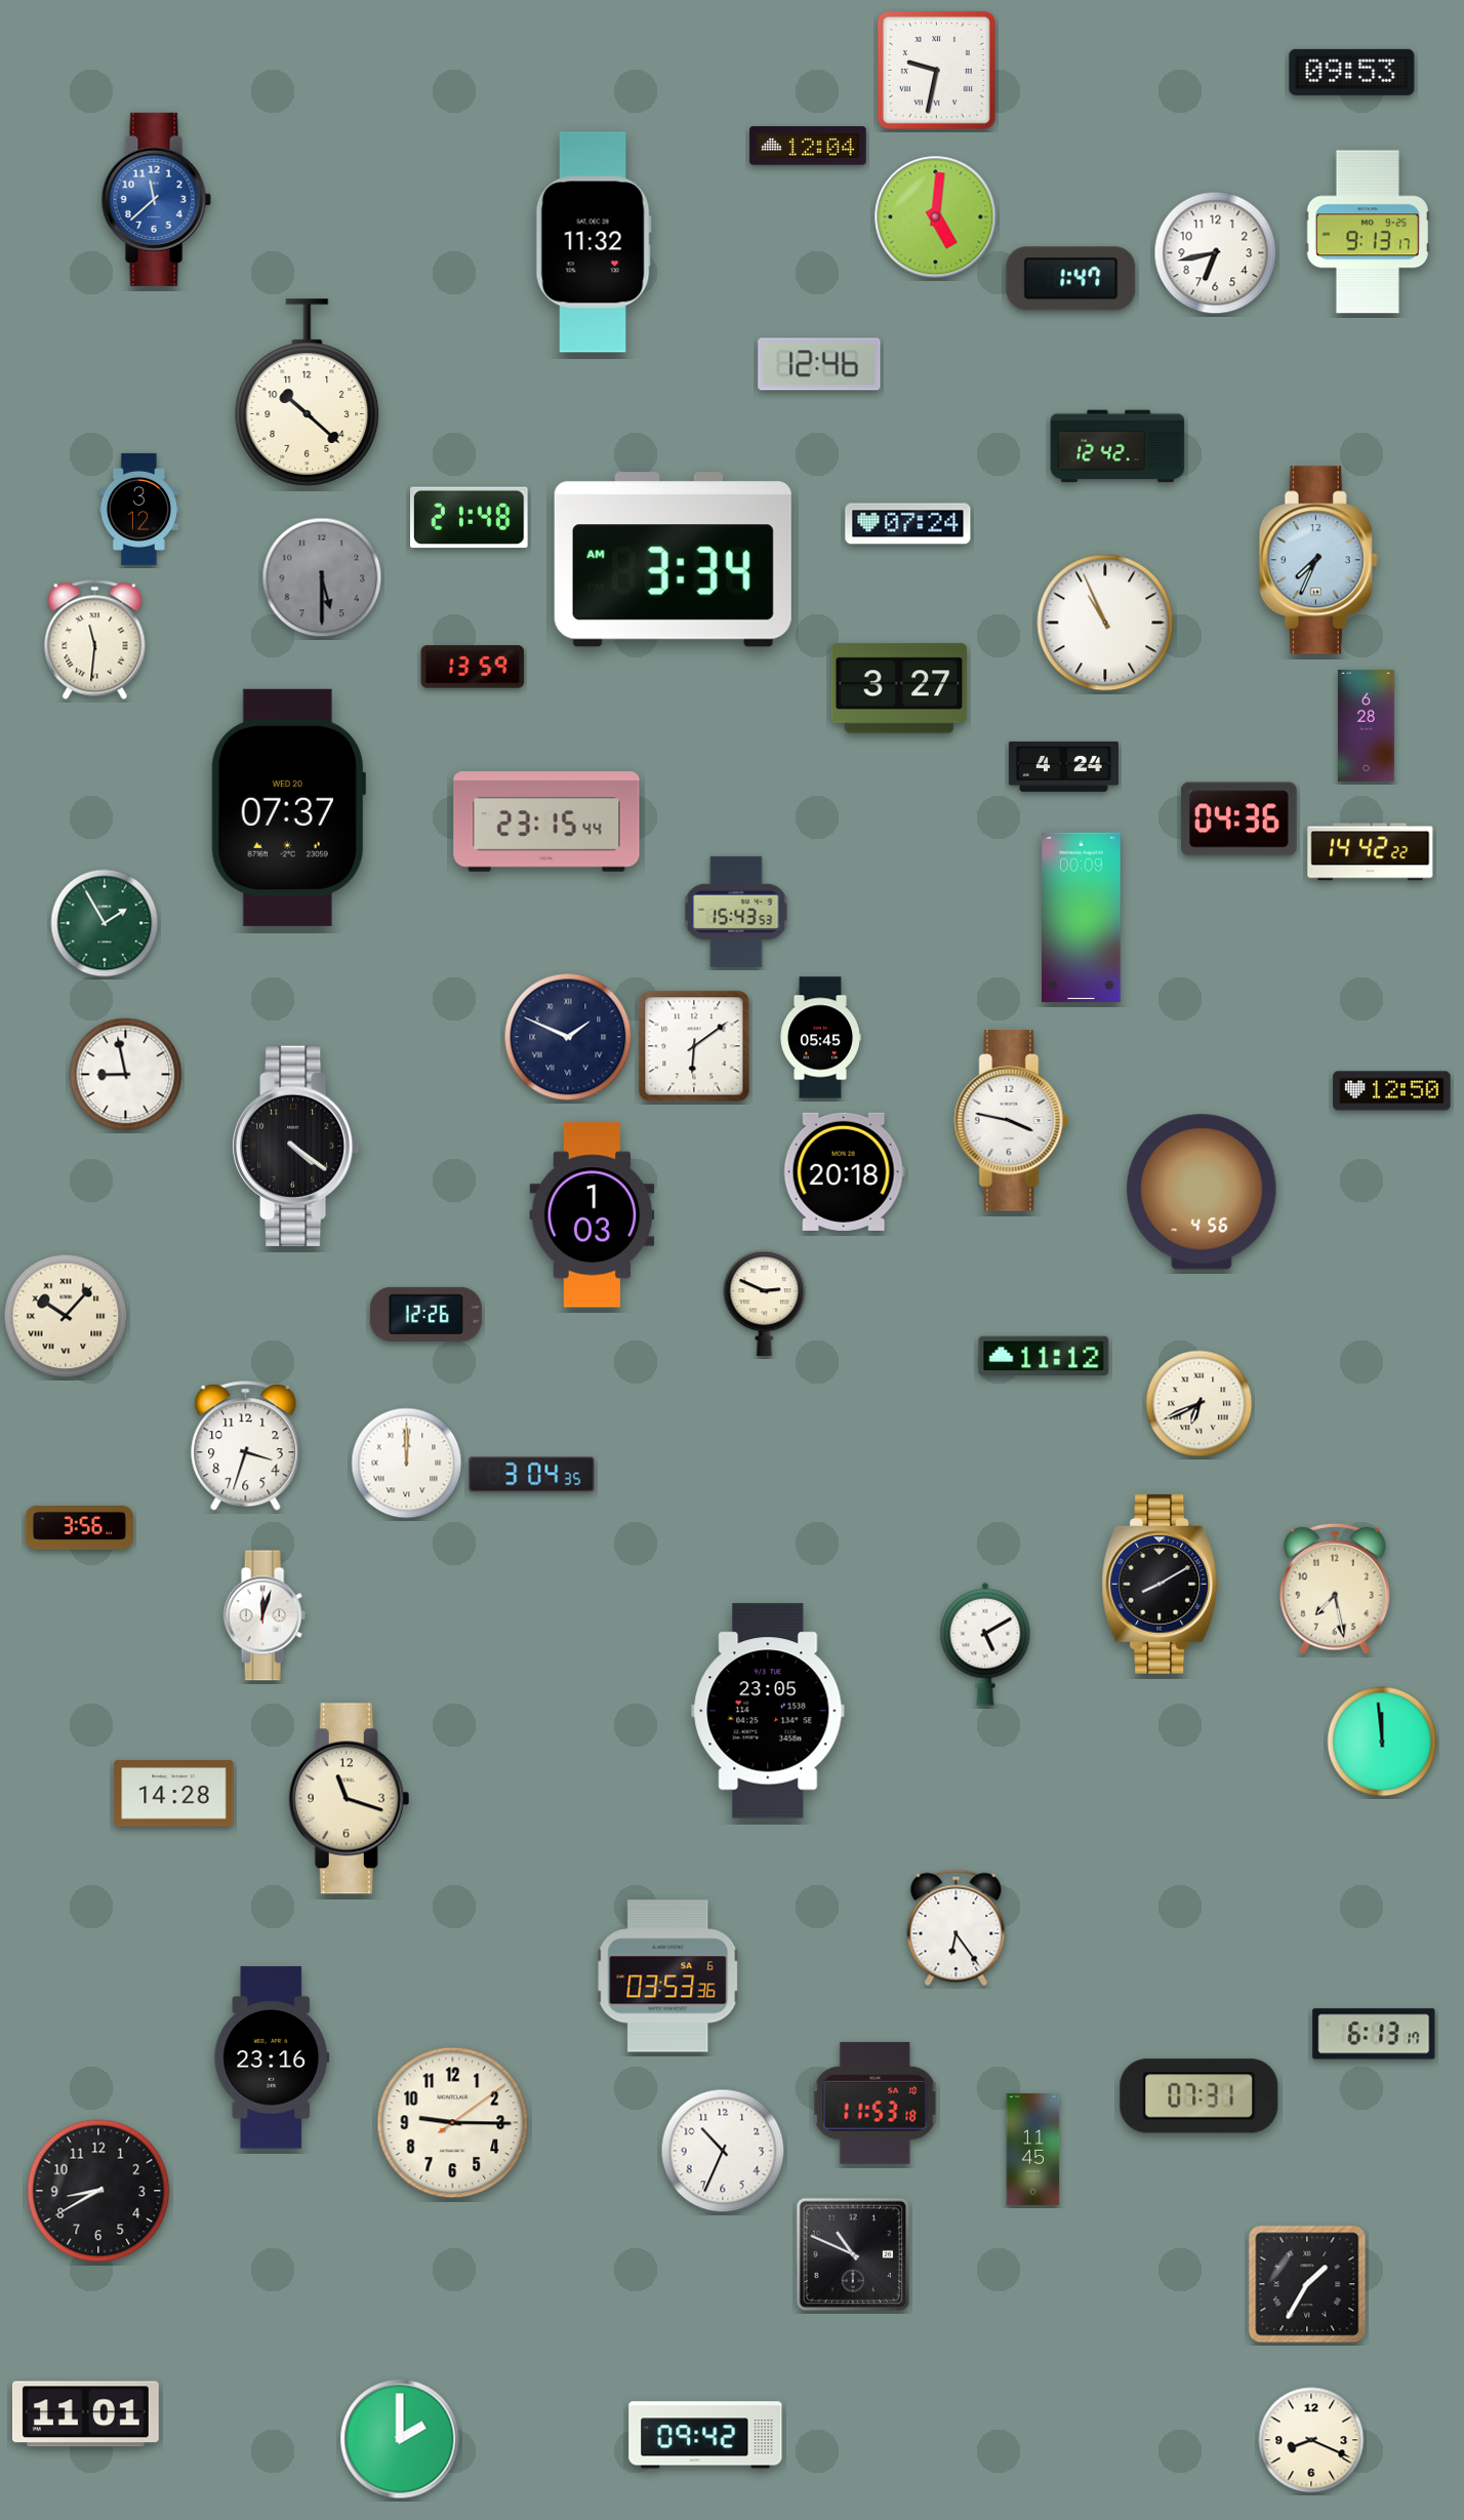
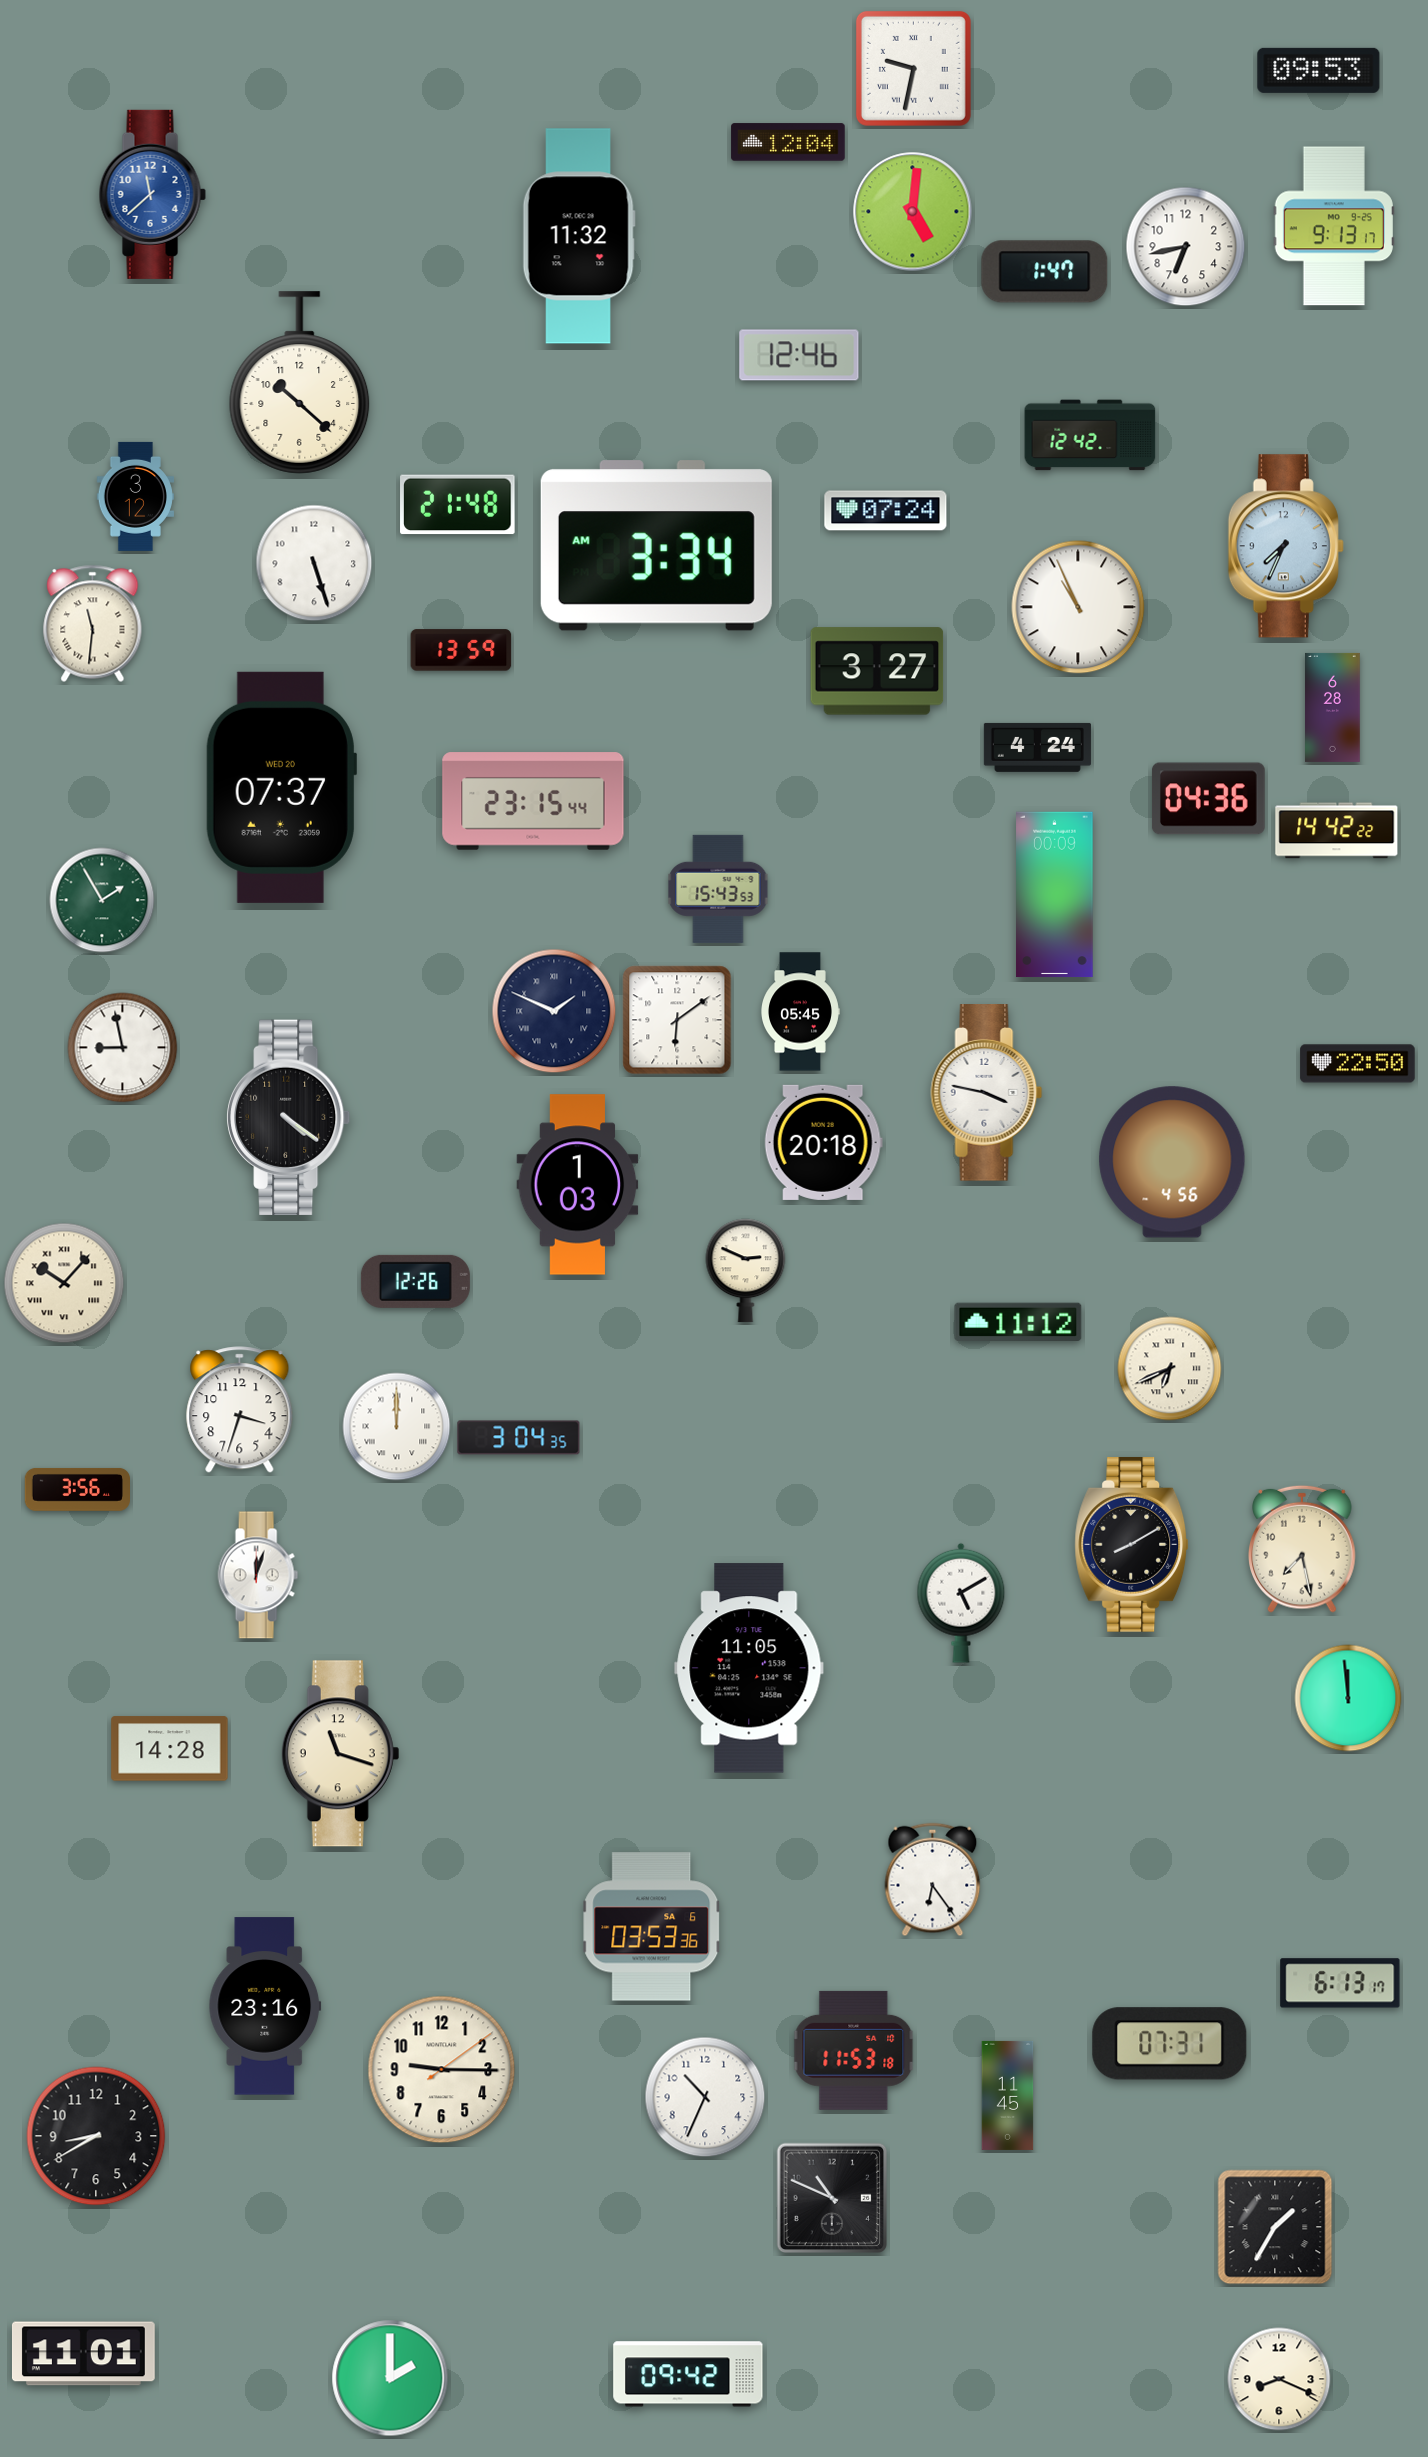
clock at (322, 577): 5:30 -> 5:27
clock at (322, 577) dial: grey -> white
clock at (1392, 1091): 12:50 -> 22:50
clock at (768, 1711): 23:05 -> 11:05
